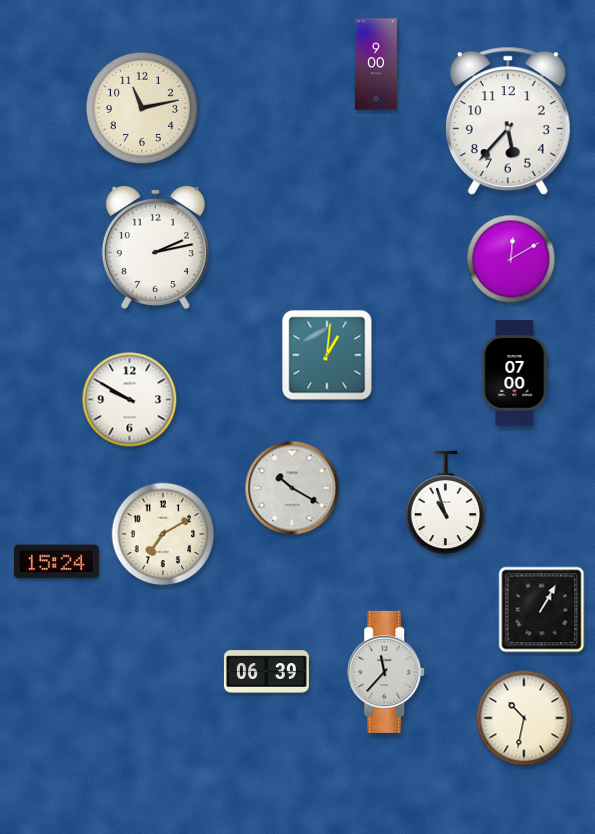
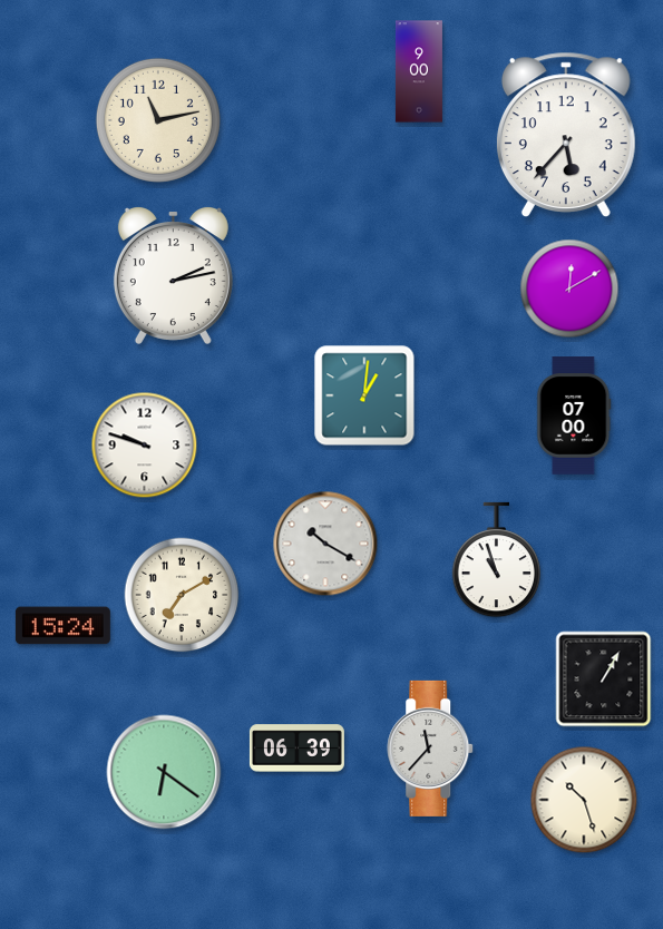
clock at (130, 400): 9:50 -> 9:48
clock at (164, 772): none -> 6:21
clock at (524, 718): 10:32 -> 10:27
